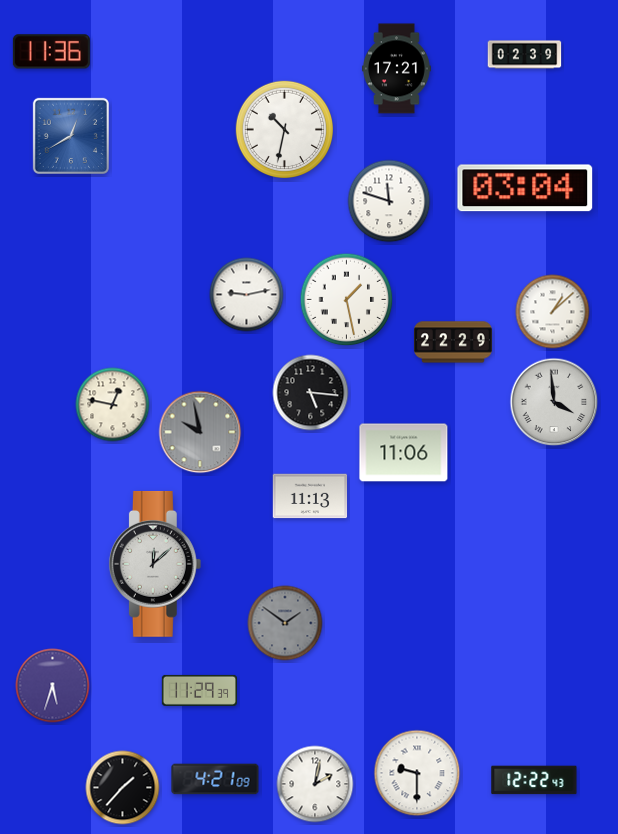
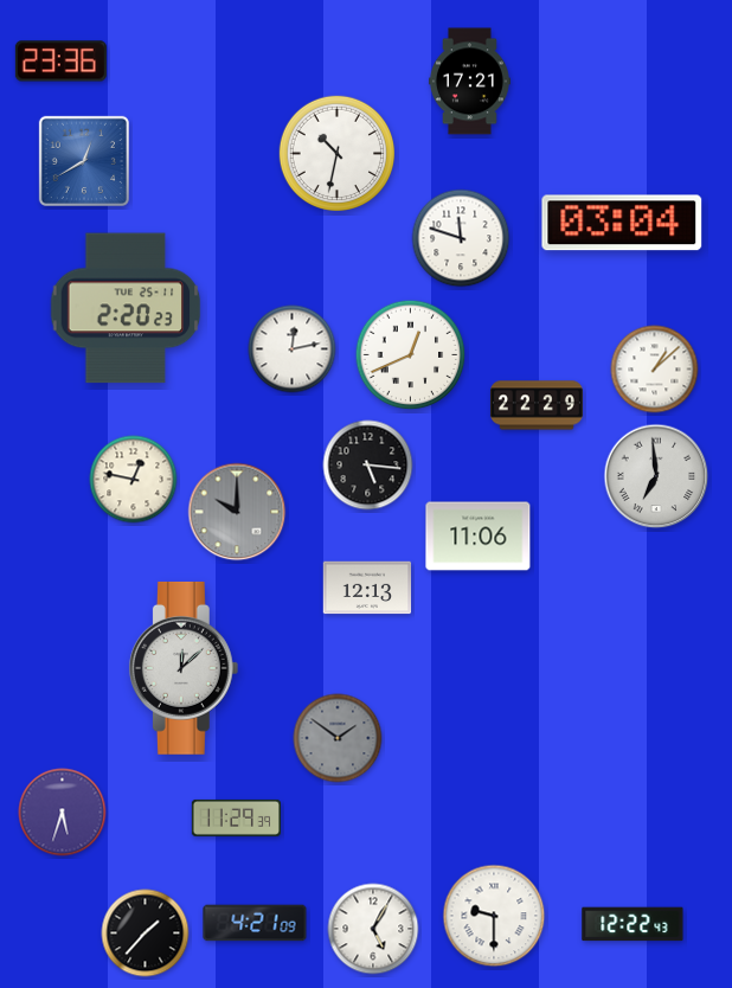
clock at (51, 52): 11:36 -> 23:36
clock at (525, 55): 02:39 -> none
clock at (126, 308): none -> 2:20
clock at (247, 295): 9:13 -> 12:13
clock at (347, 300): 1:28 -> 12:41
clock at (554, 402): 3:59 -> 6:59
clock at (200, 432): 9:58 -> 10:00
clock at (310, 496): 11:13 -> 12:13
clock at (315, 784): 2:02 -> 5:05
